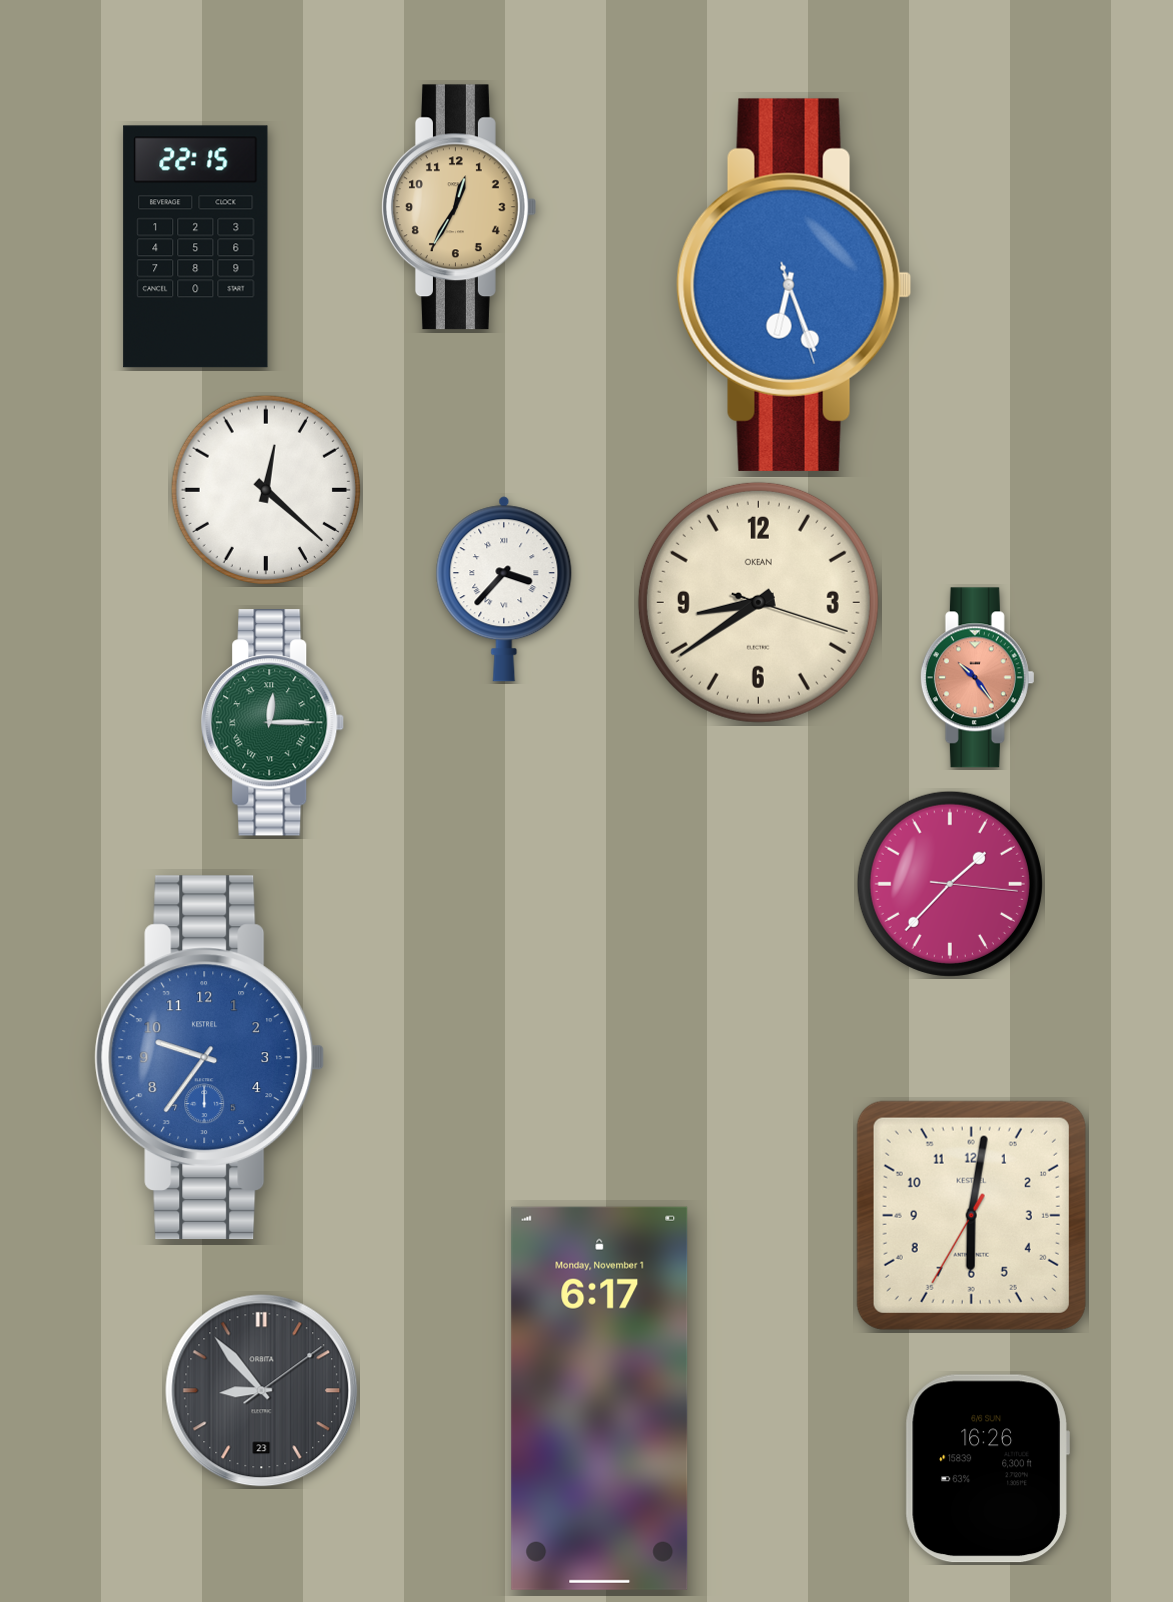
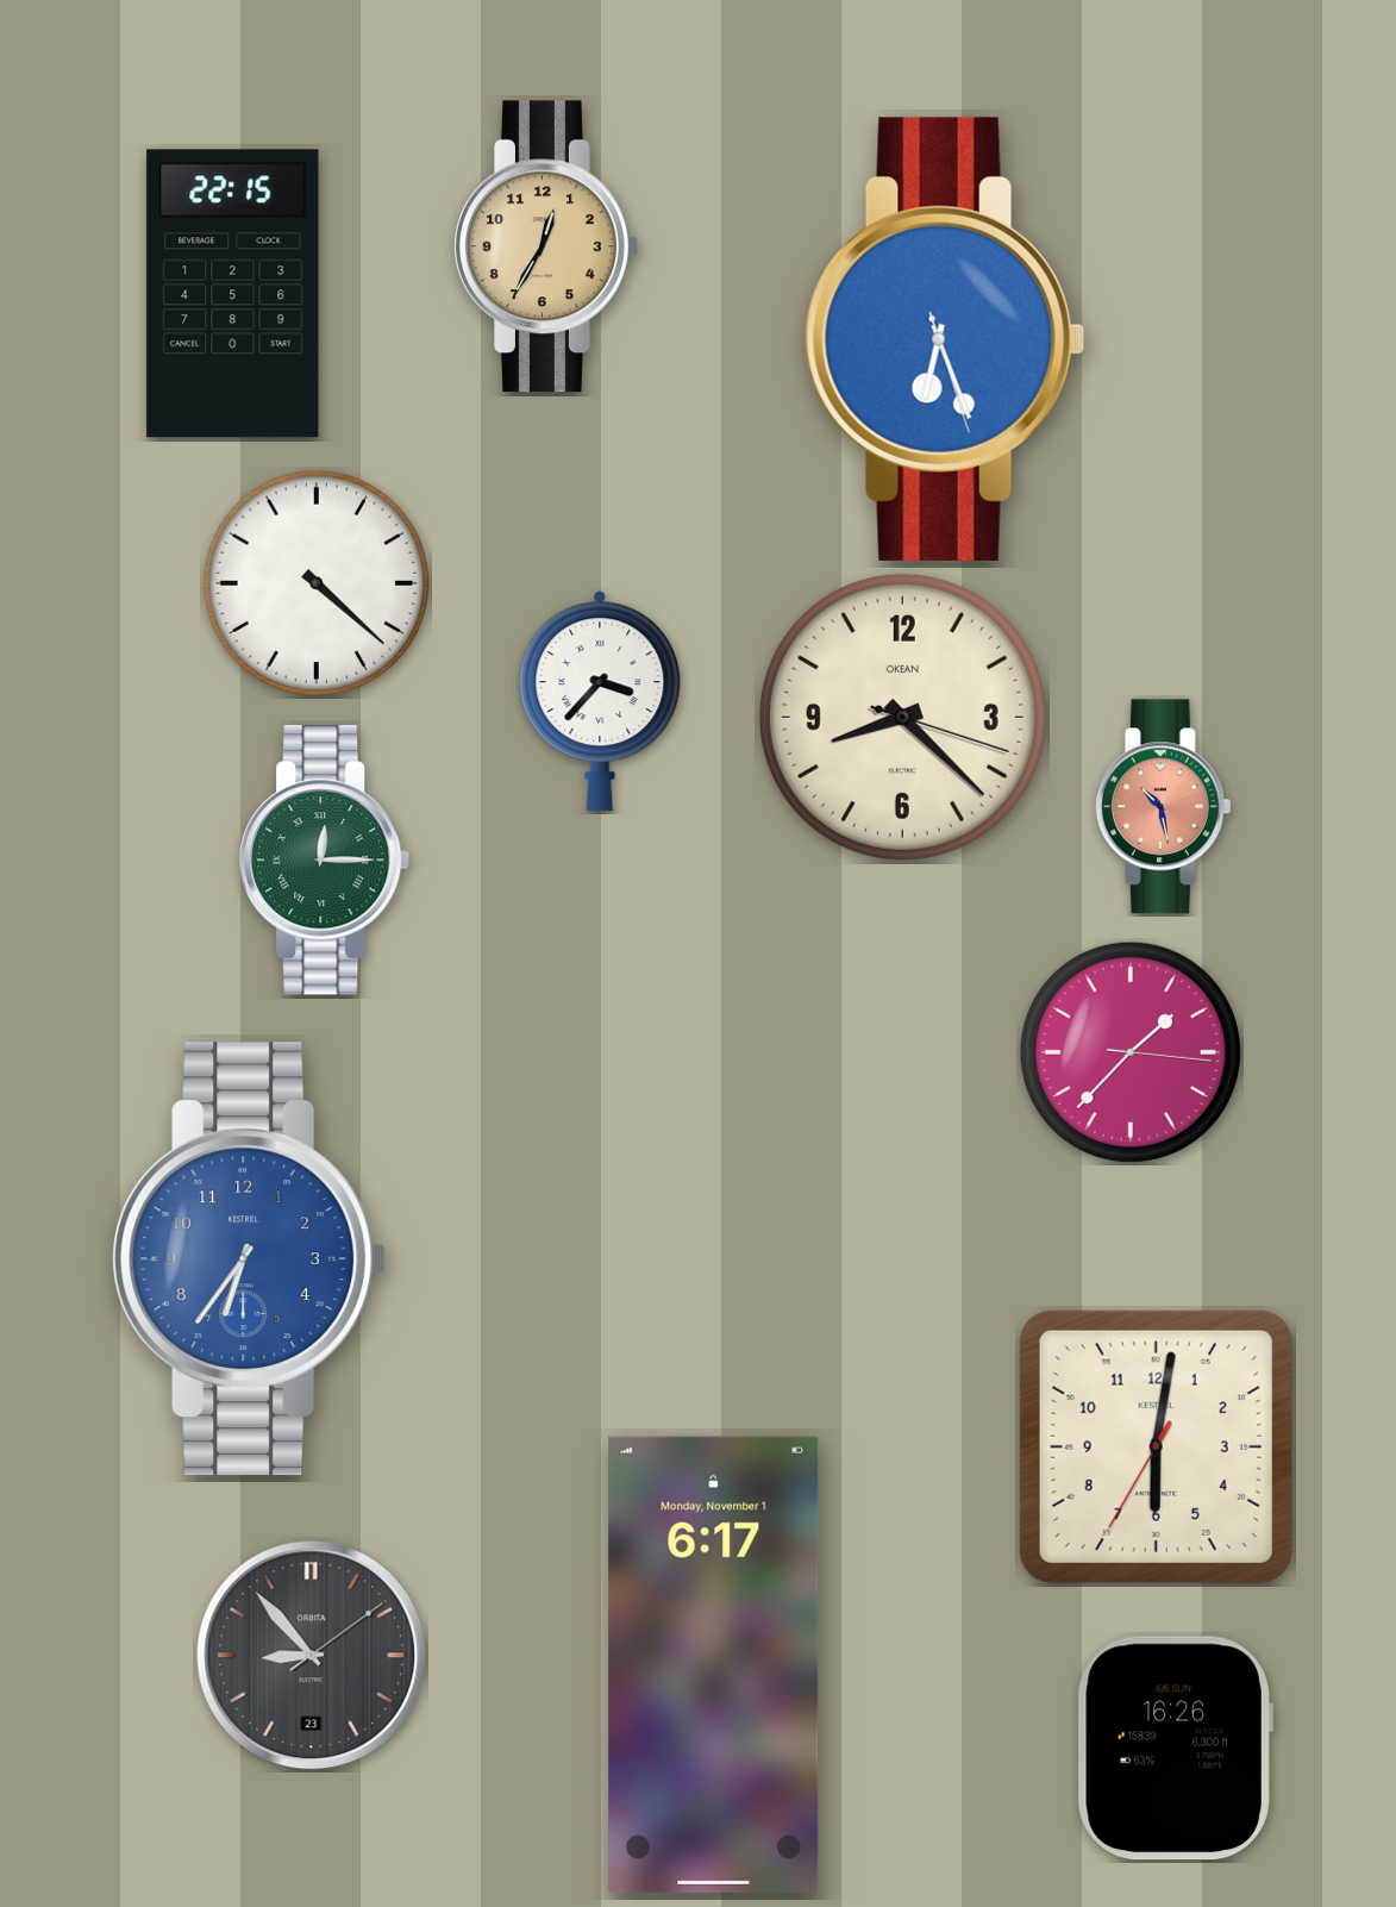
clock at (265, 489): 12:22 -> 4:22
clock at (758, 602): 8:39 -> 8:22
clock at (977, 678): 10:24 -> 10:28
clock at (210, 1057): 9:36 -> 6:36
